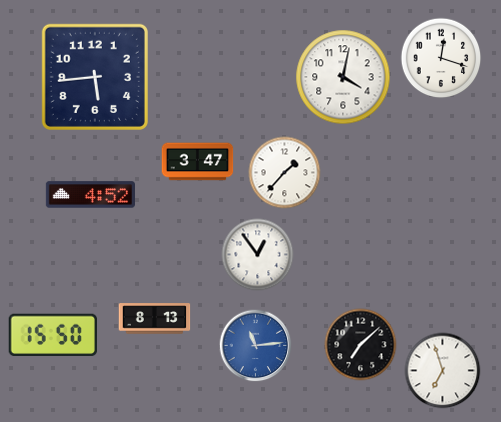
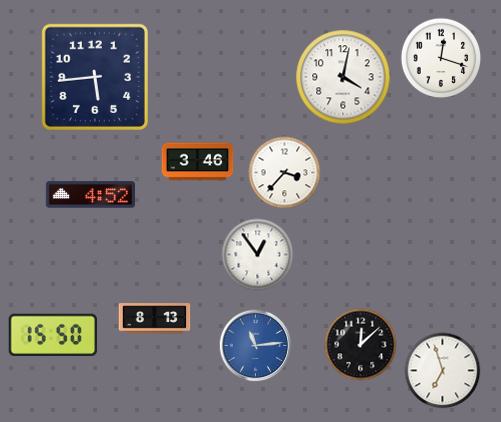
clock at (198, 162): 3:47 -> 3:46
clock at (285, 173): 1:37 -> 3:37
clock at (361, 345): 7:08 -> 12:08
